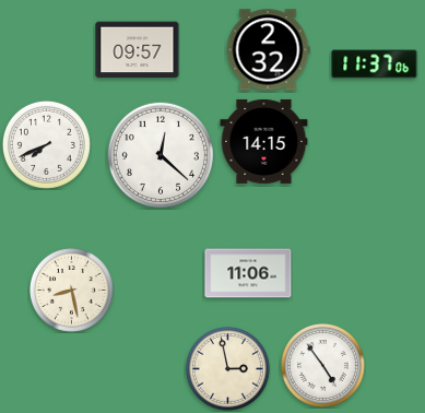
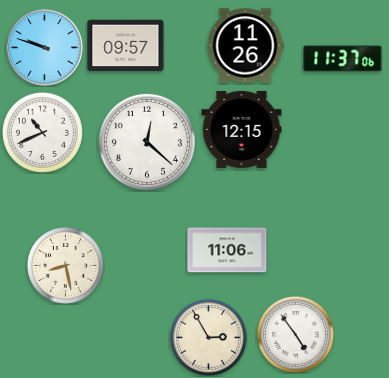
clock at (268, 50): 2:32 -> 11:26
clock at (45, 48): none -> 9:48
clock at (264, 141): 14:15 -> 12:15
clock at (46, 144): 7:41 -> 10:41
clock at (227, 368): 2:58 -> 2:55
